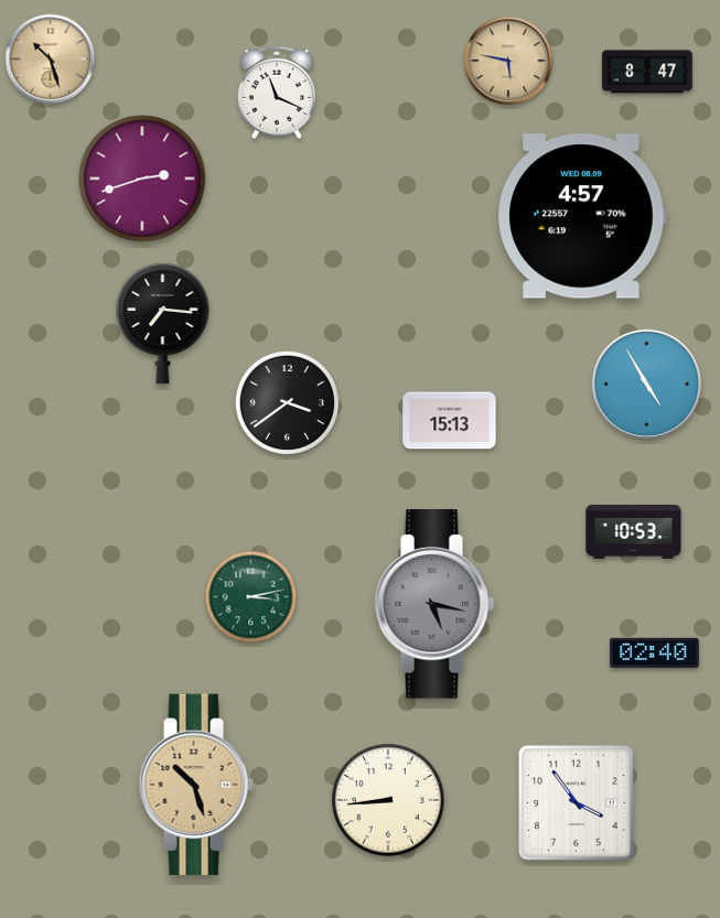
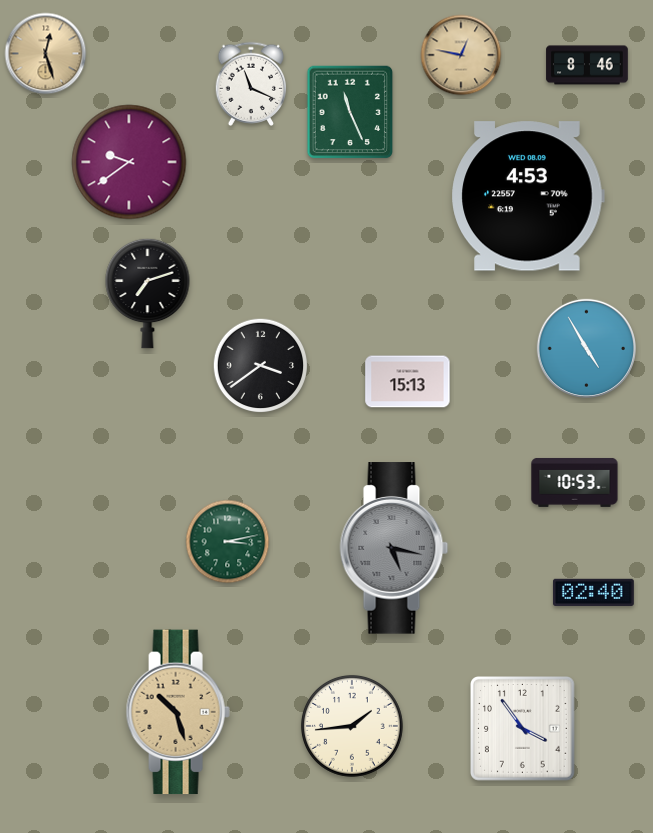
clock at (51, 60): 10:27 -> 12:27
clock at (508, 61): 5:47 -> 12:47
clock at (647, 72): 8:47 -> 8:46
clock at (350, 112): none -> 11:26
clock at (142, 179): 2:42 -> 9:39
clock at (582, 216): 4:57 -> 4:53
clock at (163, 323): 7:16 -> 7:12
clock at (388, 800): 8:44 -> 1:44
